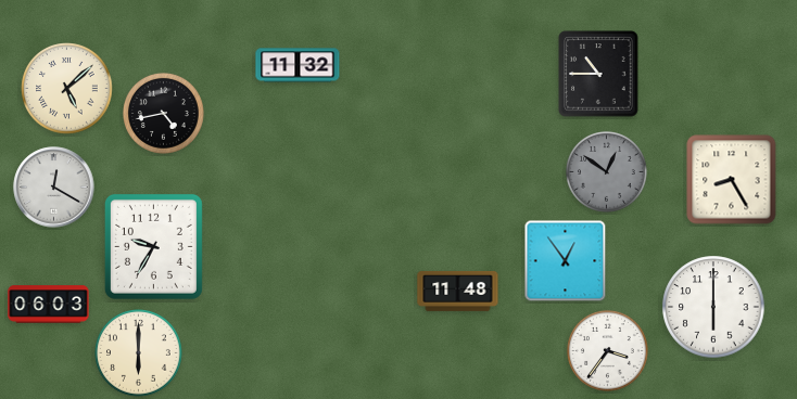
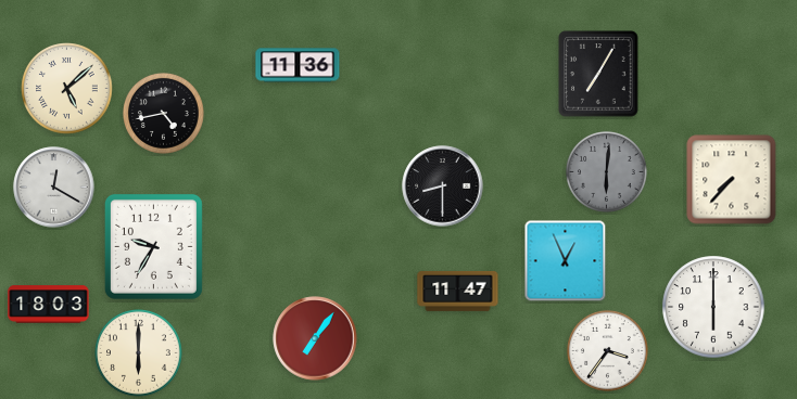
clock at (298, 65): 11:32 -> 11:36
clock at (598, 74): 10:45 -> 7:05
clock at (606, 171): 12:51 -> 6:01
clock at (732, 180): 8:25 -> 7:37
clock at (443, 186): none -> 8:30
clock at (566, 261): 12:54 -> 12:56
clock at (458, 291): 11:48 -> 11:47
clock at (49, 305): 06:03 -> 18:03
clock at (315, 338): none -> 7:06
